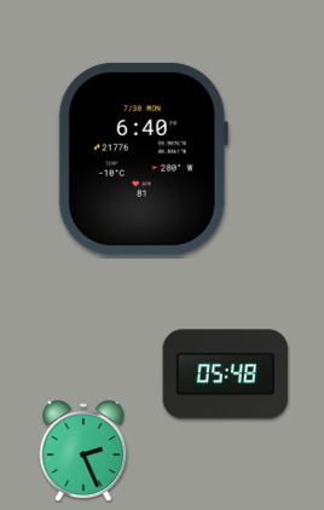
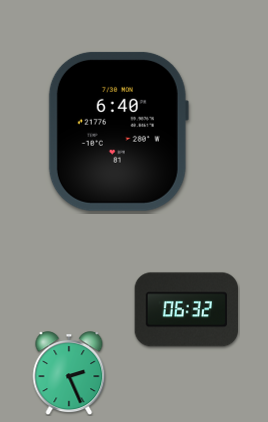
clock at (225, 375): 05:48 -> 06:32
